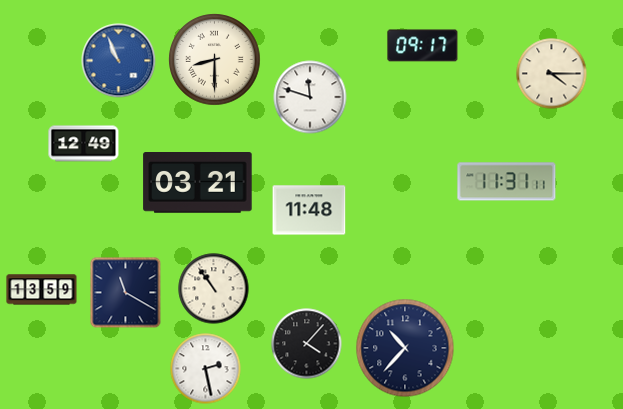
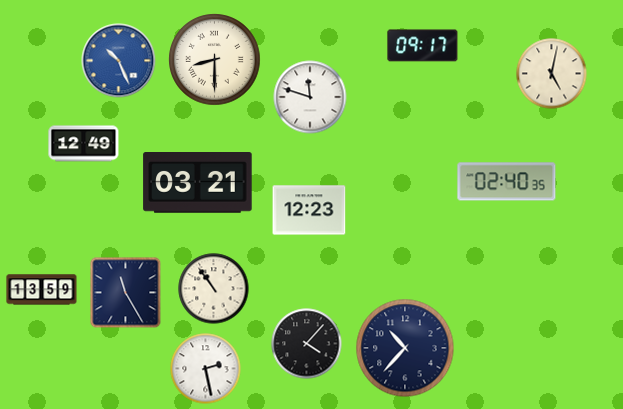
clock at (119, 61): 10:56 -> 10:26
clock at (552, 74): 4:15 -> 5:02
clock at (507, 182): 11:31 -> 02:40
clock at (309, 210): 11:48 -> 12:23
clock at (126, 293): 11:20 -> 11:25
